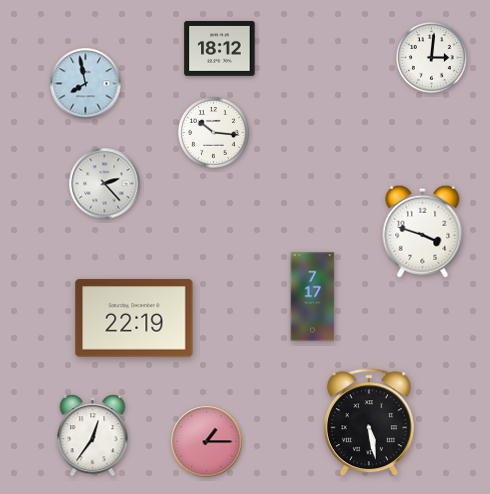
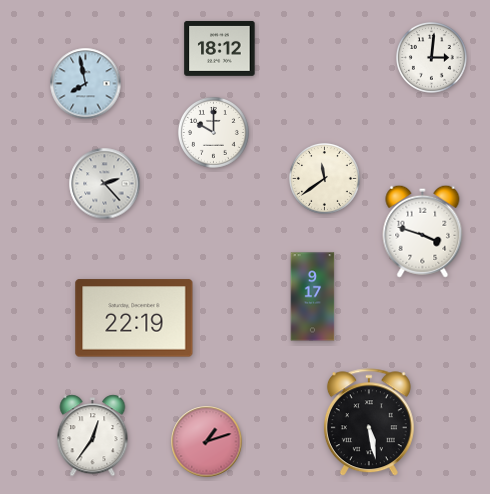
clock at (213, 132): 10:16 -> 10:00
clock at (324, 178): none -> 11:39
clock at (313, 297): 7:17 -> 9:17
clock at (207, 442): 1:15 -> 1:12
